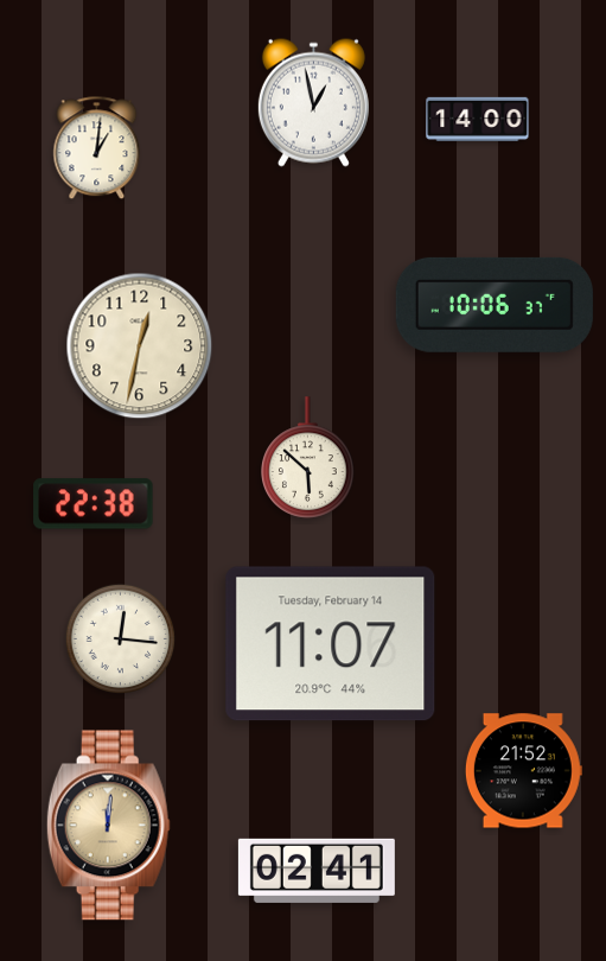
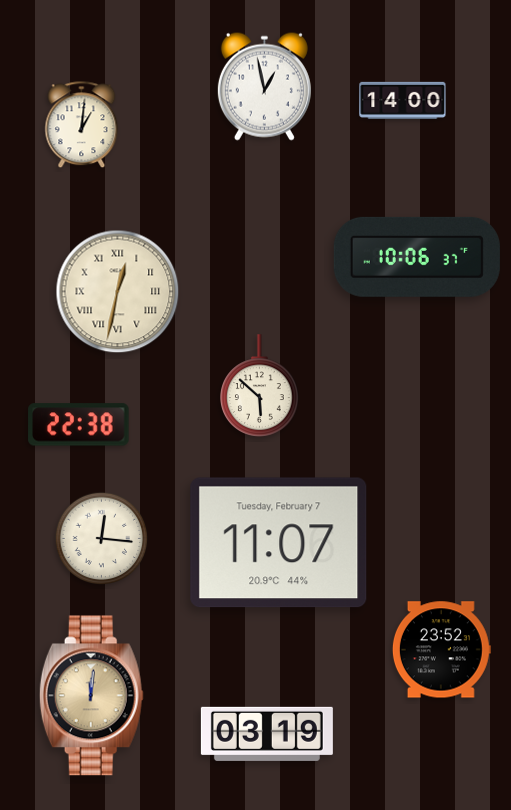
clock at (140, 346) numerals: Arabic -> Roman
clock at (331, 644) date: Tuesday, February 14 -> Tuesday, February 7
clock at (523, 771): 21:52 -> 23:52
clock at (317, 871): 02:41 -> 03:19
